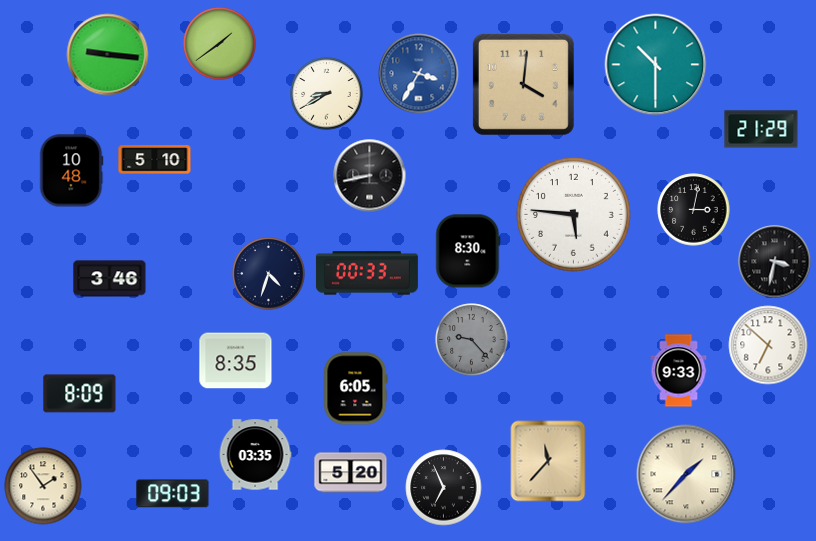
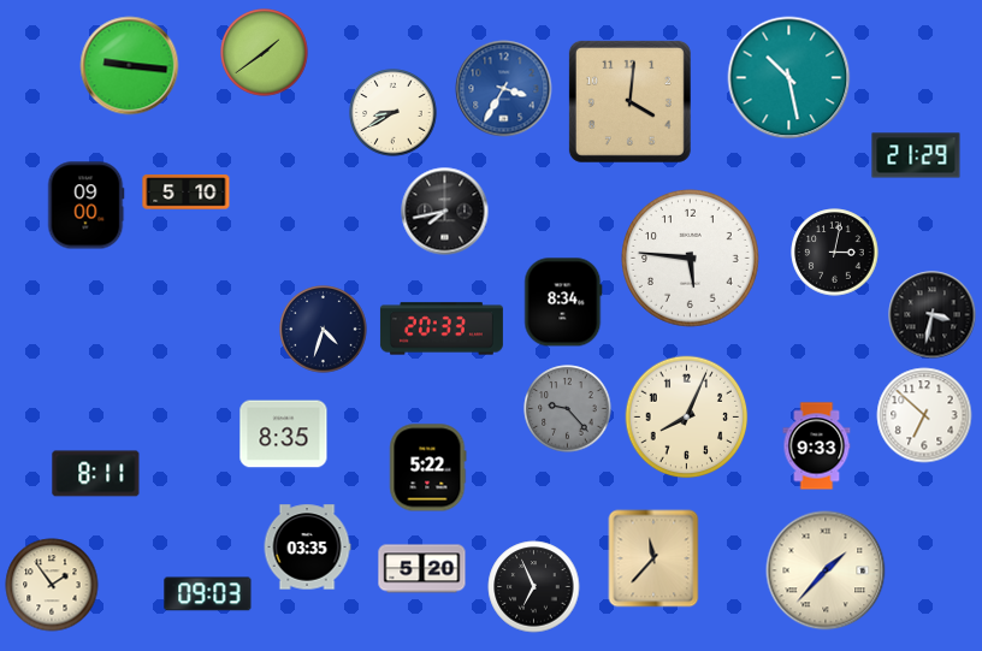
clock at (656, 65): 10:30 -> 10:28
clock at (71, 171): 10:48 -> 09:00
clock at (370, 176): 8:43 -> 7:43
clock at (468, 251): 8:30 -> 8:34
clock at (367, 273): 00:33 -> 20:33
clock at (110, 279): 3:46 -> none
clock at (687, 418): none -> 8:04
clock at (356, 389): 6:05 -> 5:22
clock at (80, 394): 8:09 -> 8:11
clock at (548, 461) position: (548, 461) -> (653, 558)
